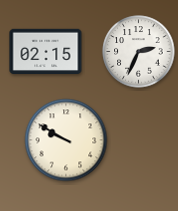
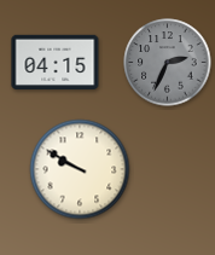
clock at (46, 51): 02:15 -> 04:15
clock at (139, 52) dial: white -> grey
